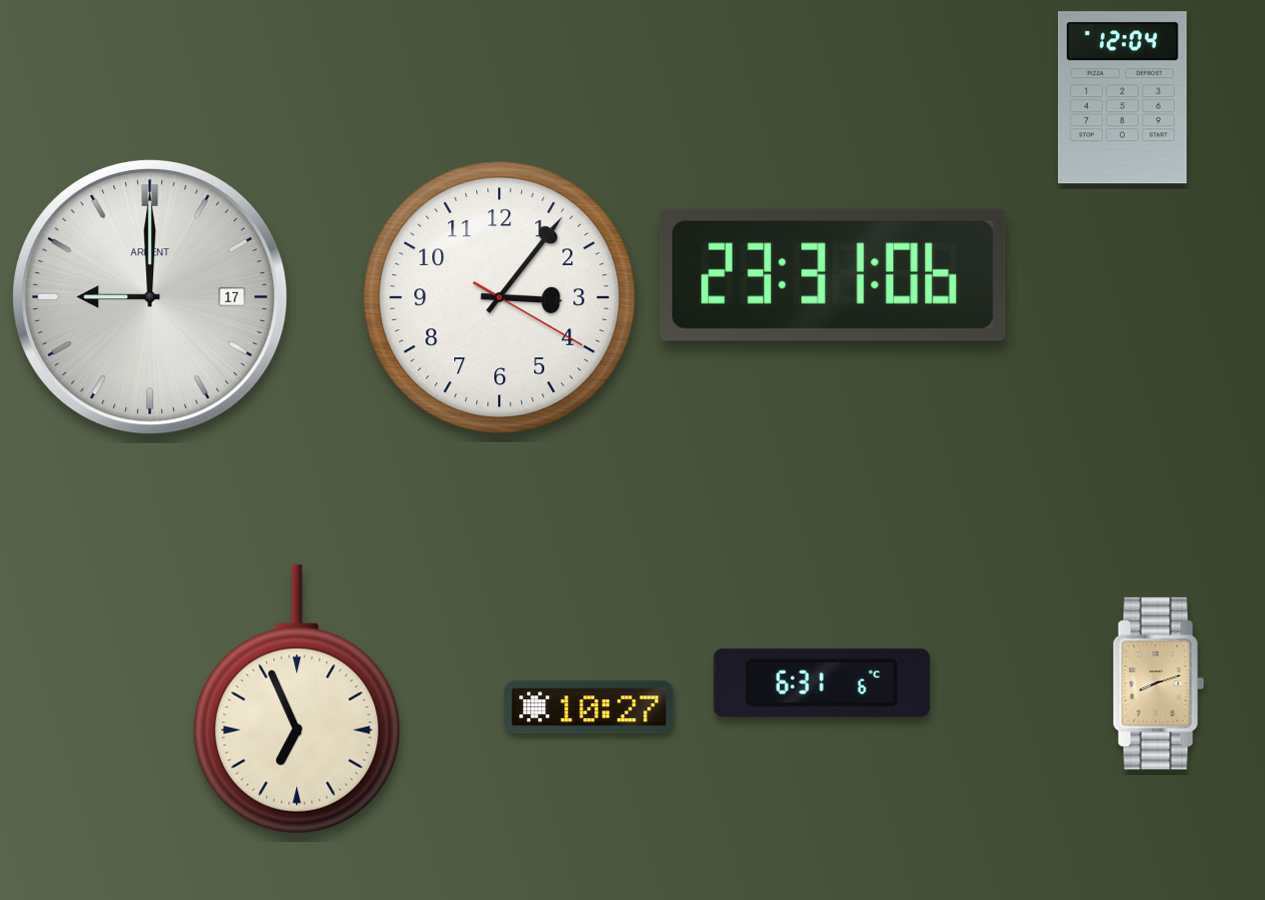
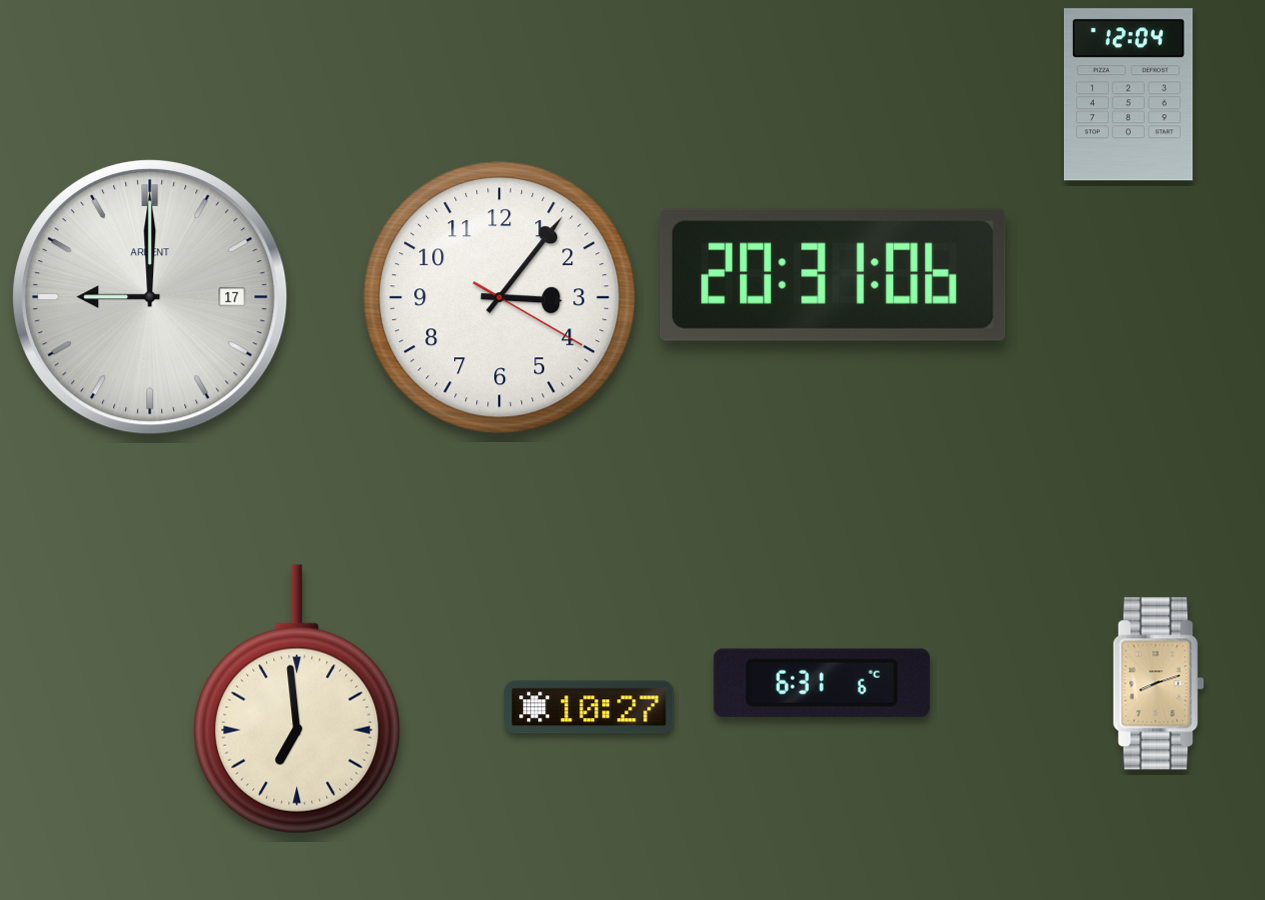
clock at (1122, 98) position: (1122, 98) -> (1128, 95)
clock at (833, 275): 23:31 -> 20:31
clock at (297, 699): 6:56 -> 6:59
